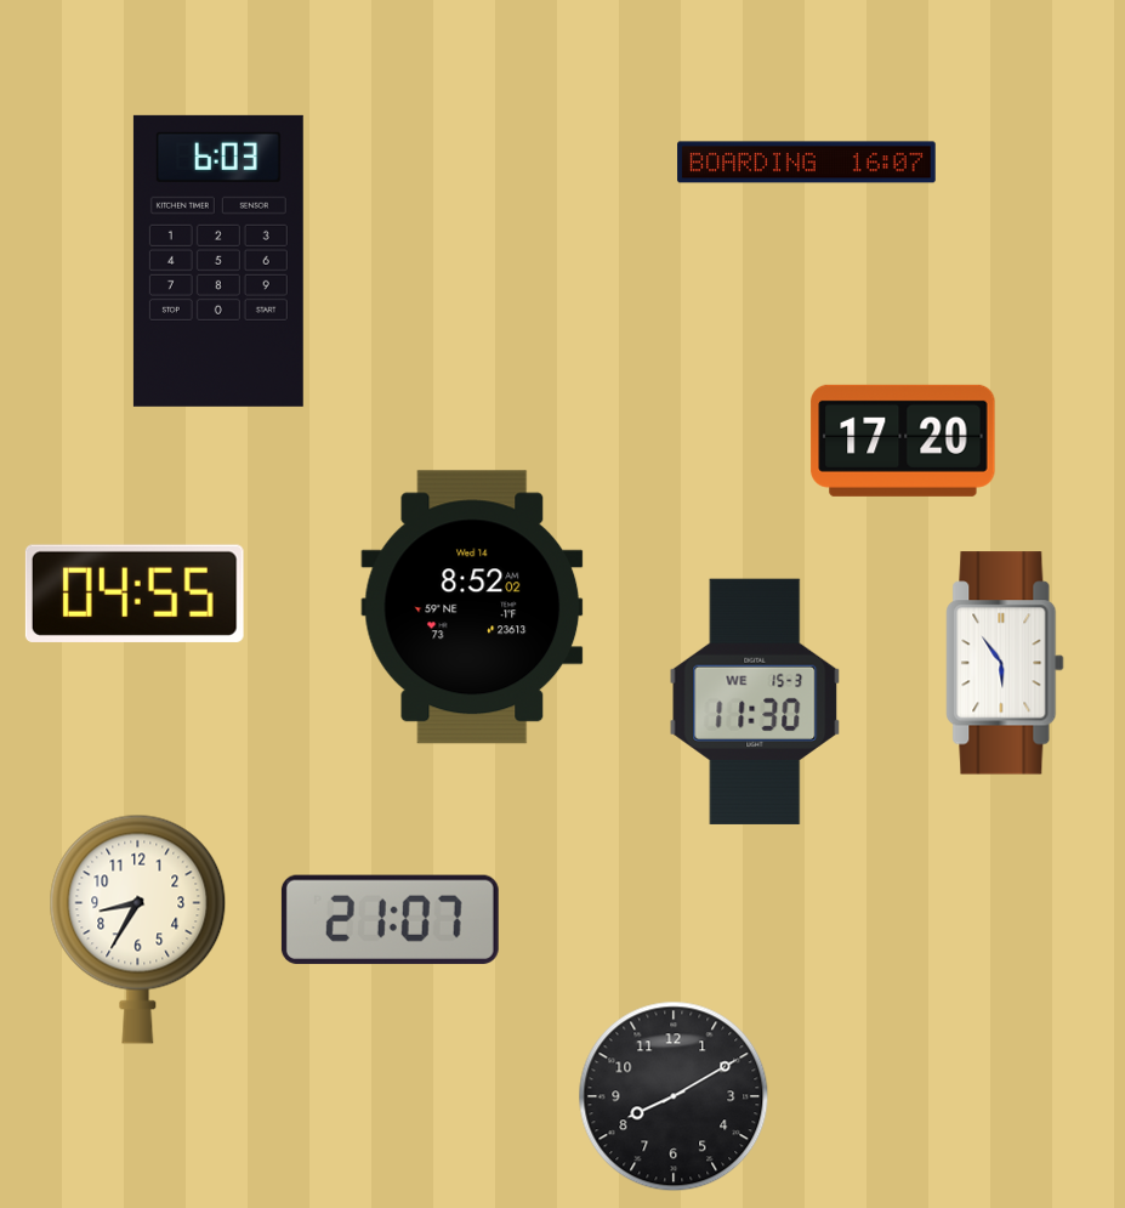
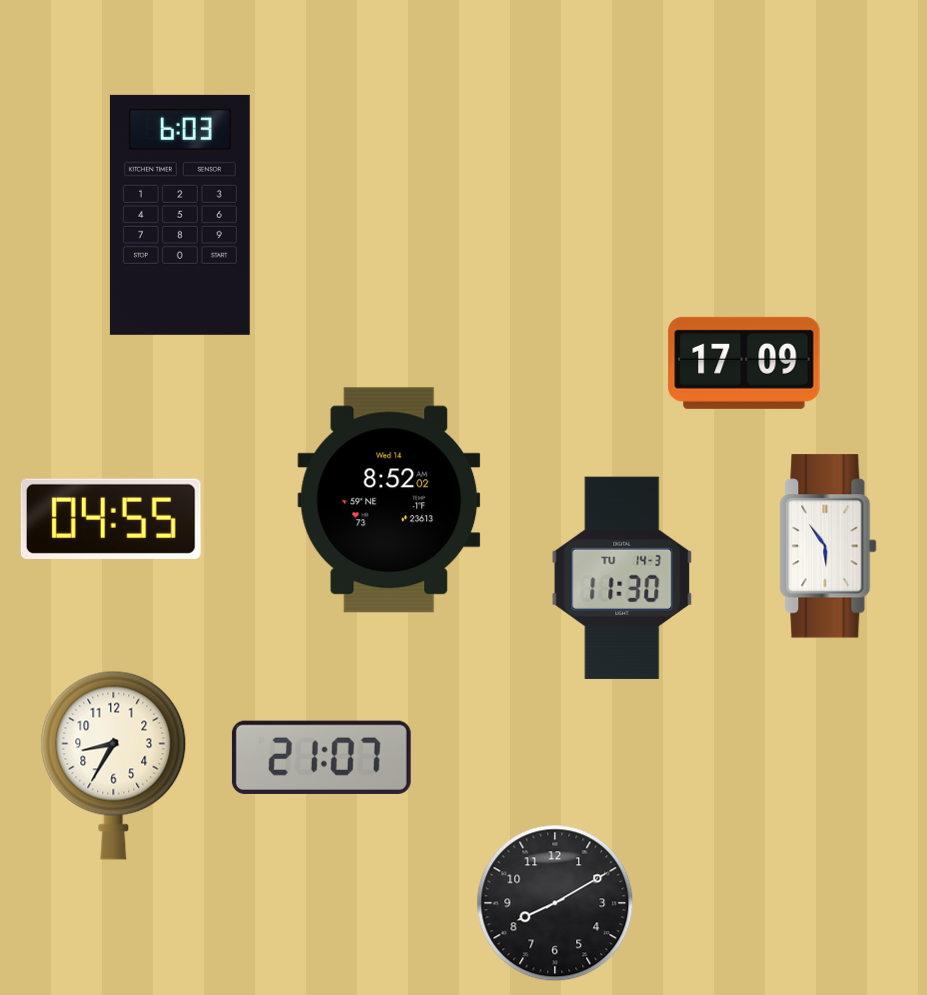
clock at (807, 163): 16:07 -> none
clock at (903, 441): 17:20 -> 17:09
clock at (135, 594) position: (135, 594) -> (111, 519)
clock at (755, 702) date: WE 15-3 -> TU 14-3
